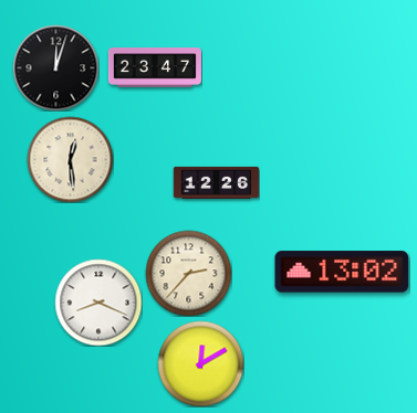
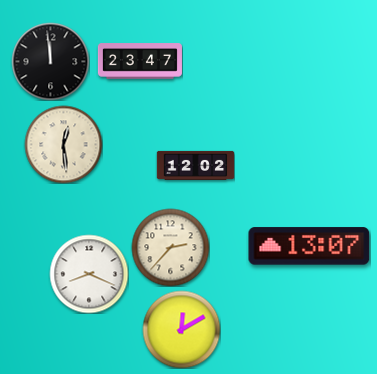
clock at (55, 67): 12:03 -> 11:59
clock at (216, 182): 12:26 -> 12:02
clock at (342, 272): 13:02 -> 13:07
